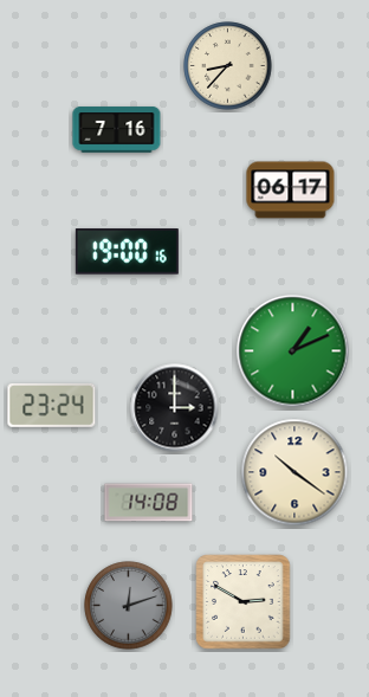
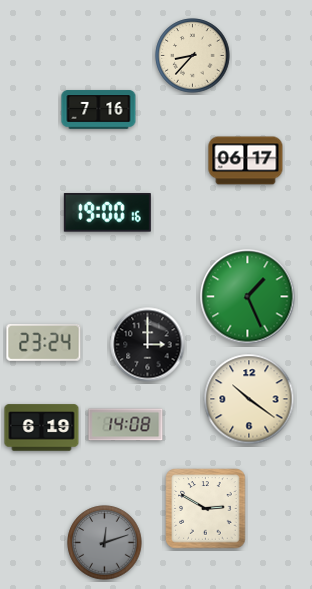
clock at (293, 351): 1:11 -> 1:26
clock at (42, 428): none -> 6:19
clock at (129, 606) position: (129, 606) -> (105, 543)
